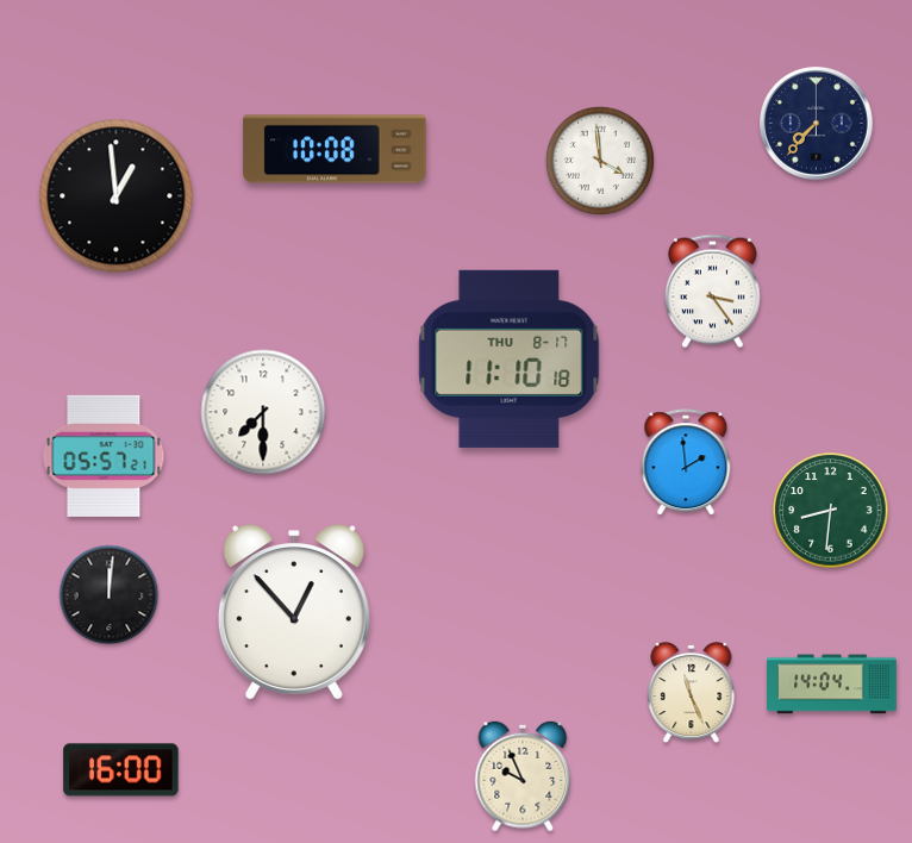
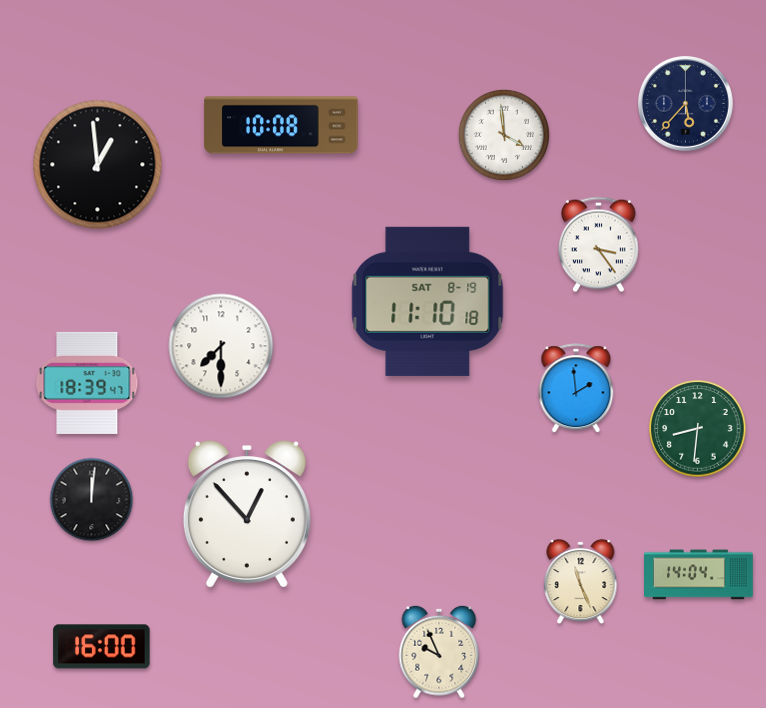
clock at (817, 124): 7:37 -> 5:37
clock at (510, 358) date: THU 8-17 -> SAT 8-19
clock at (104, 456): 05:57 -> 18:39
